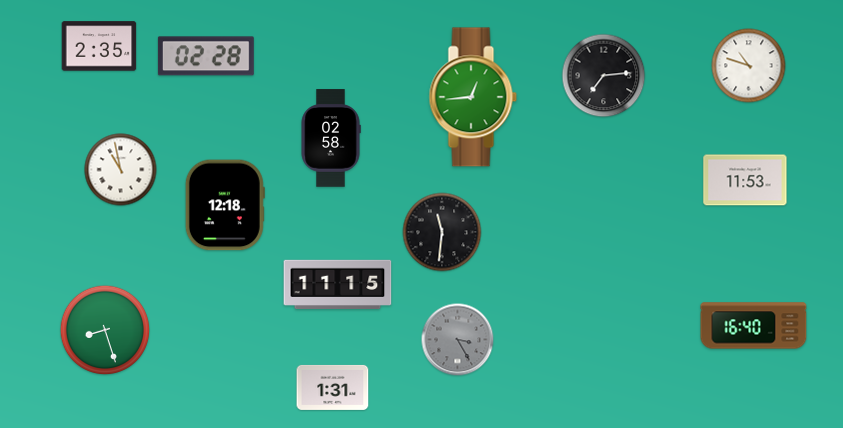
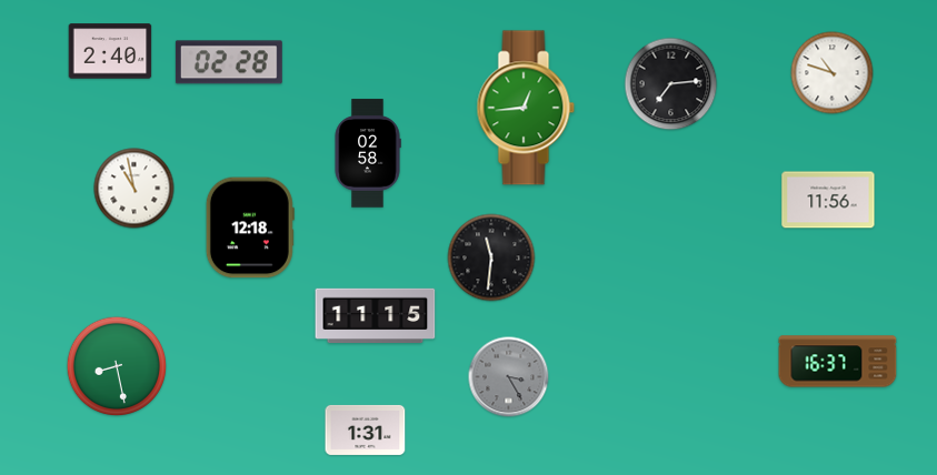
clock at (99, 46): 2:35 -> 2:40
clock at (745, 180): 11:53 -> 11:56
clock at (754, 326): 16:40 -> 16:37
clock at (105, 330): 8:27 -> 8:28
clock at (333, 387) position: (333, 387) -> (366, 429)
